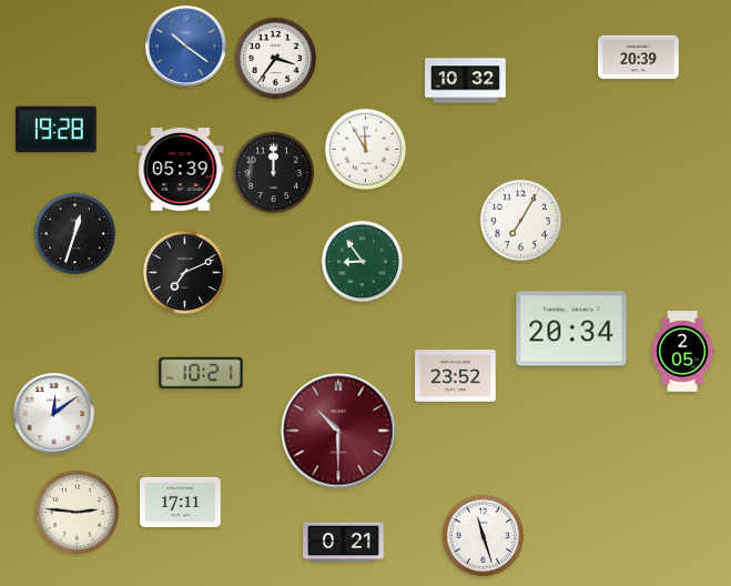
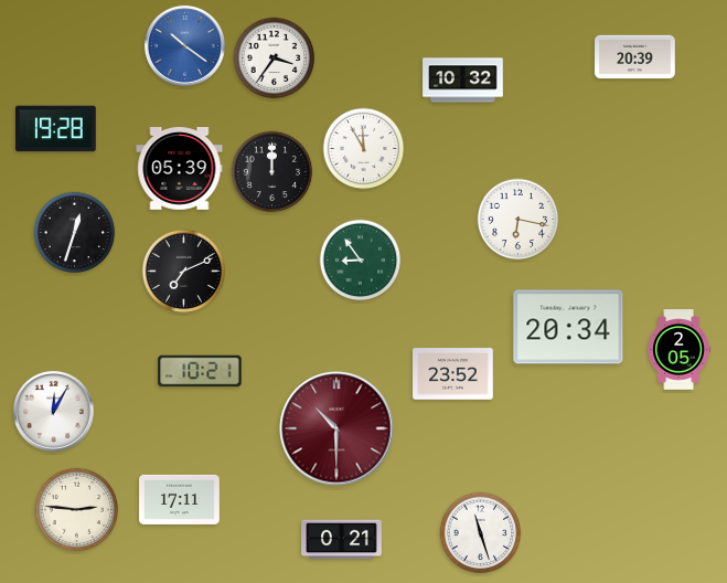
clock at (521, 221): 7:05 -> 6:17
clock at (53, 413): 12:09 -> 12:05
